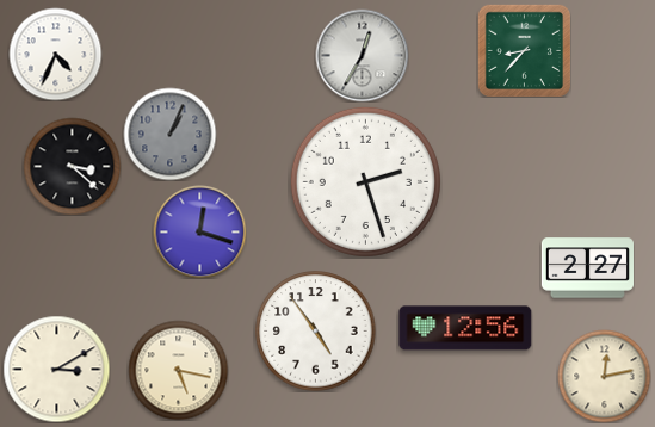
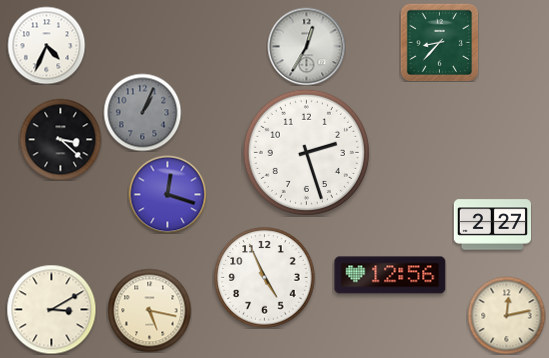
clock at (362, 55) position: (362, 55) -> (306, 46)
clock at (316, 332): 4:54 -> 4:56
clock at (56, 369) position: (56, 369) -> (51, 309)
